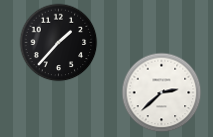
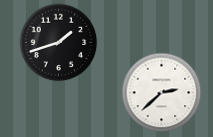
clock at (58, 42): 1:37 -> 1:42
